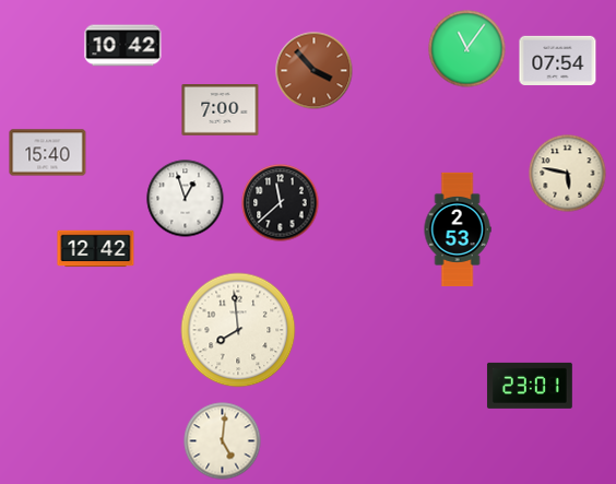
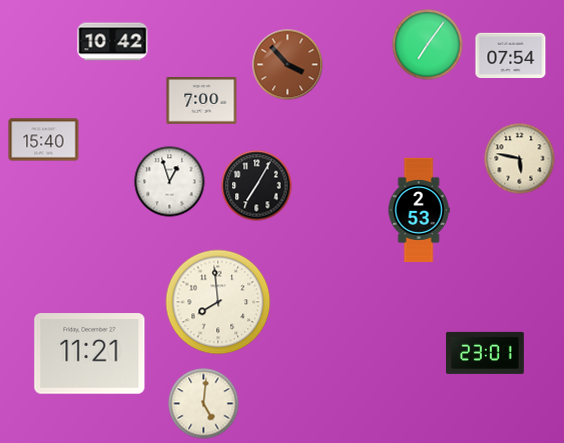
clock at (467, 49): 11:06 -> 7:06
clock at (281, 203): 11:38 -> 7:05
clock at (96, 249): 12:42 -> none
clock at (90, 354): none -> 11:21
